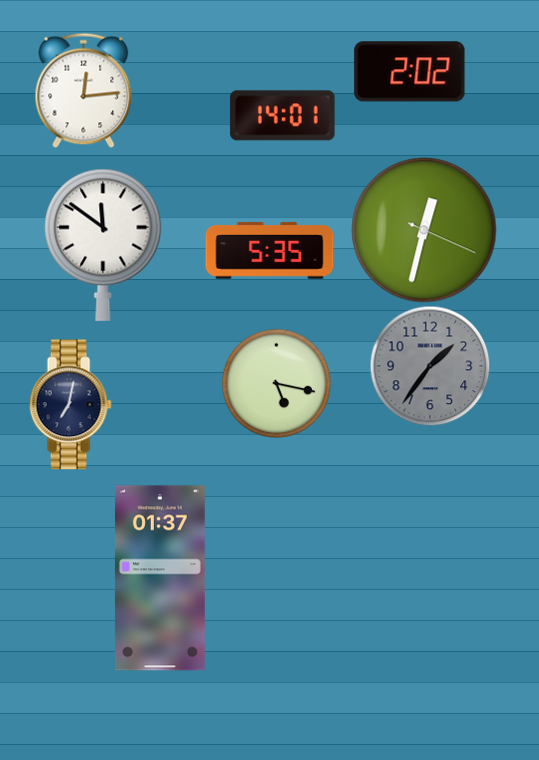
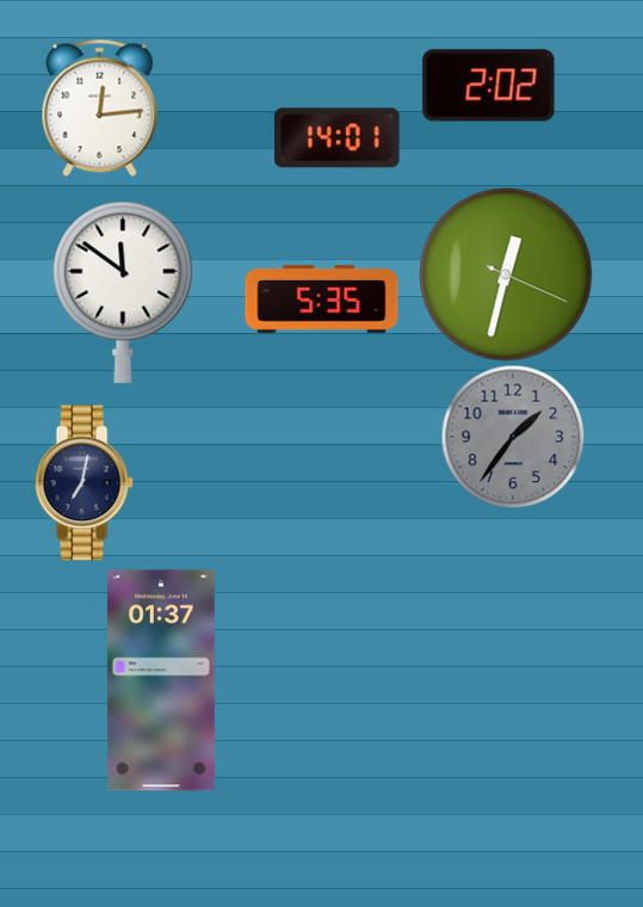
clock at (276, 383): 5:17 -> none
clock at (160, 578) position: (160, 578) -> (161, 680)
